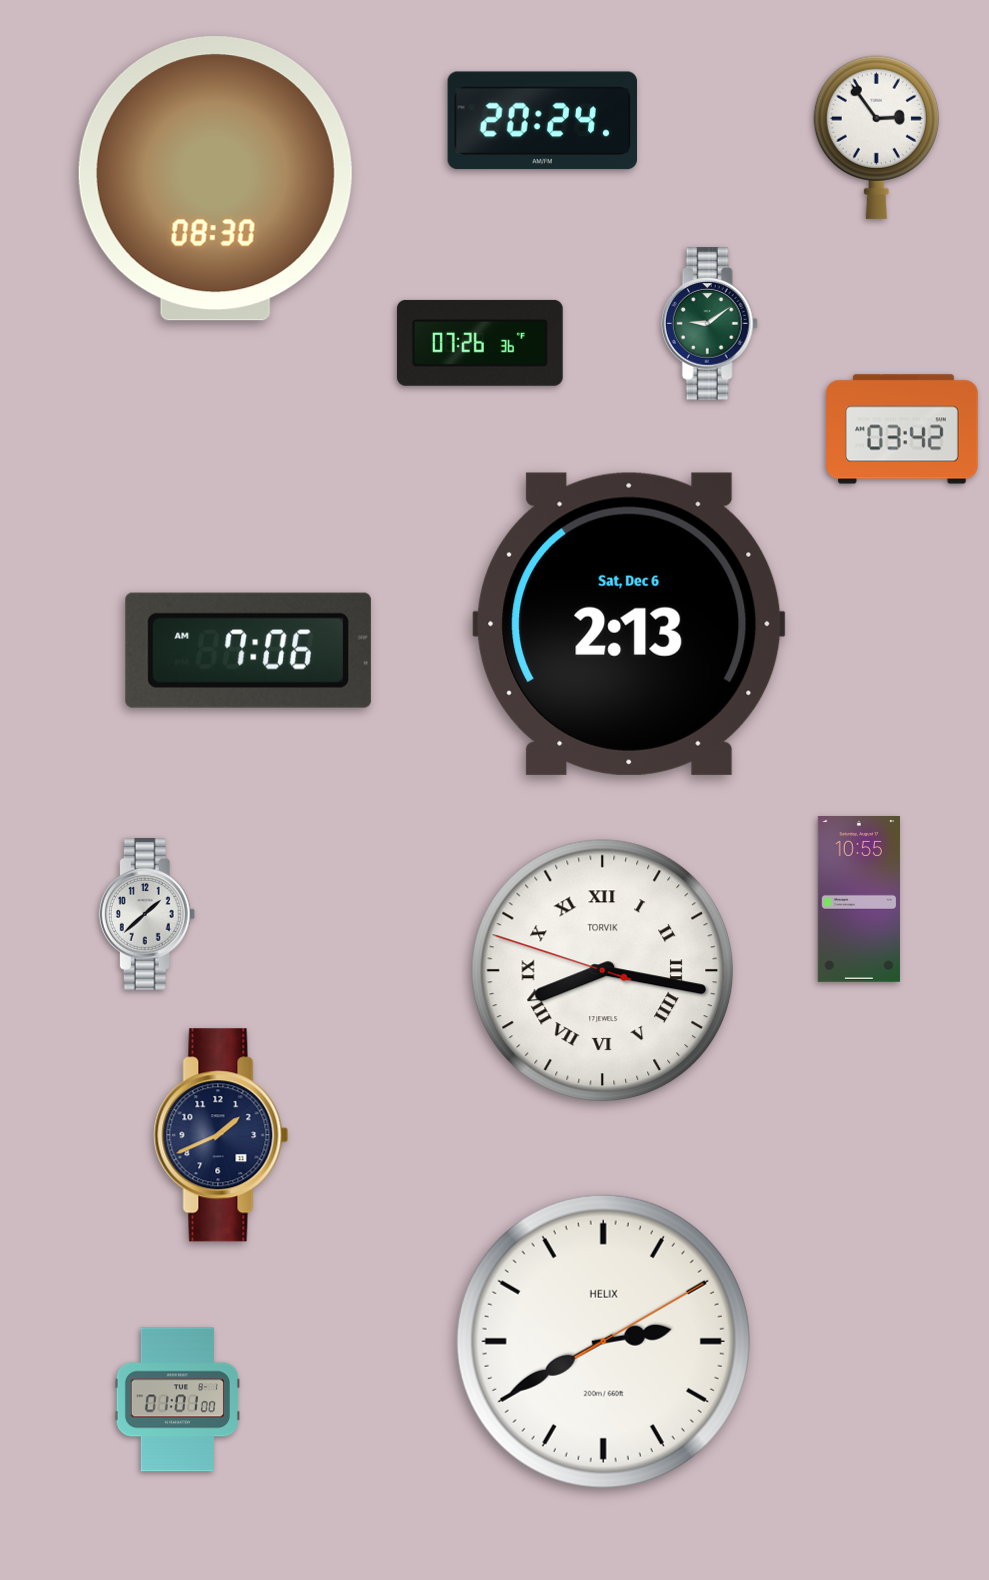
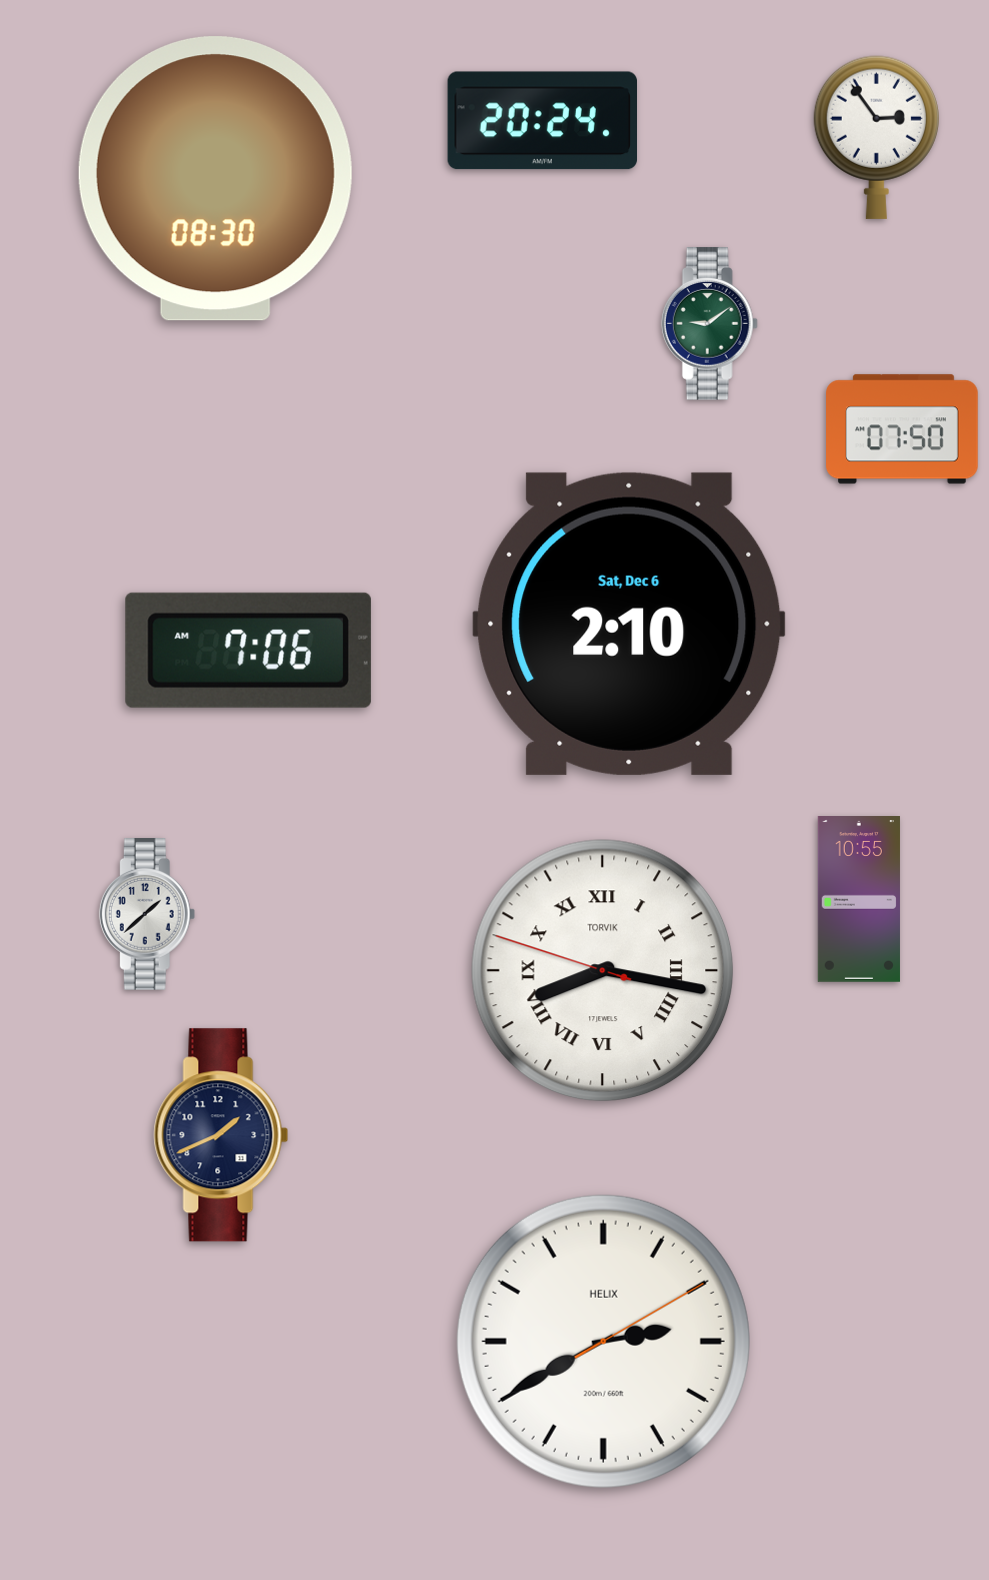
clock at (480, 343): 07:26 -> none
clock at (902, 429): 03:42 -> 07:50
clock at (629, 624): 2:13 -> 2:10
clock at (177, 1400): 01:01 -> none
